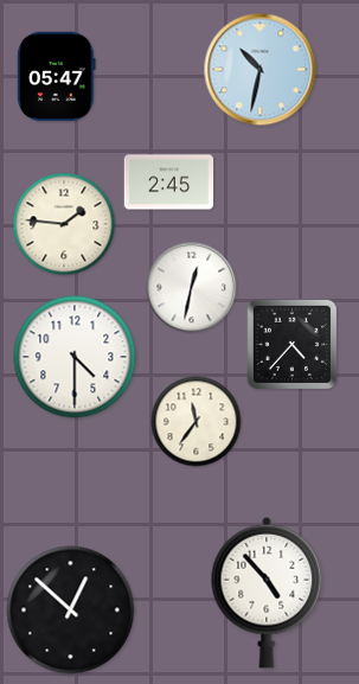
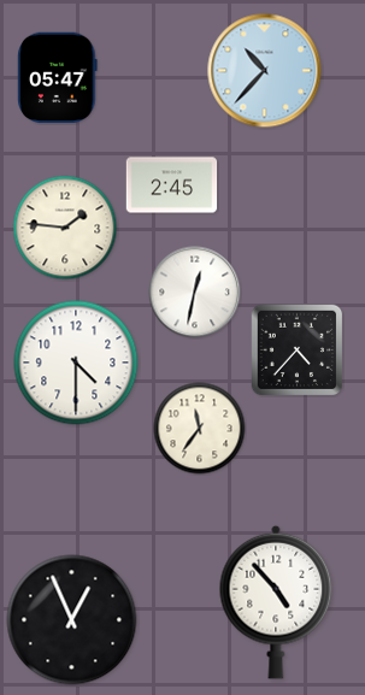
clock at (261, 70): 10:32 -> 10:37
clock at (267, 593) position: (267, 593) -> (276, 602)
clock at (71, 611): 12:52 -> 12:56
